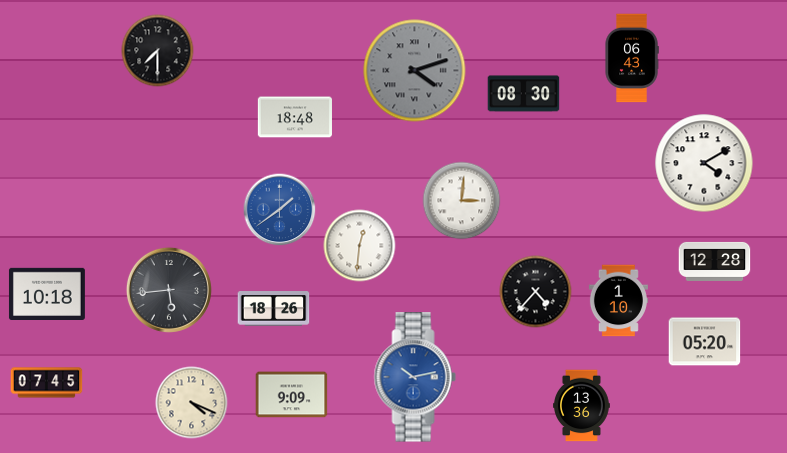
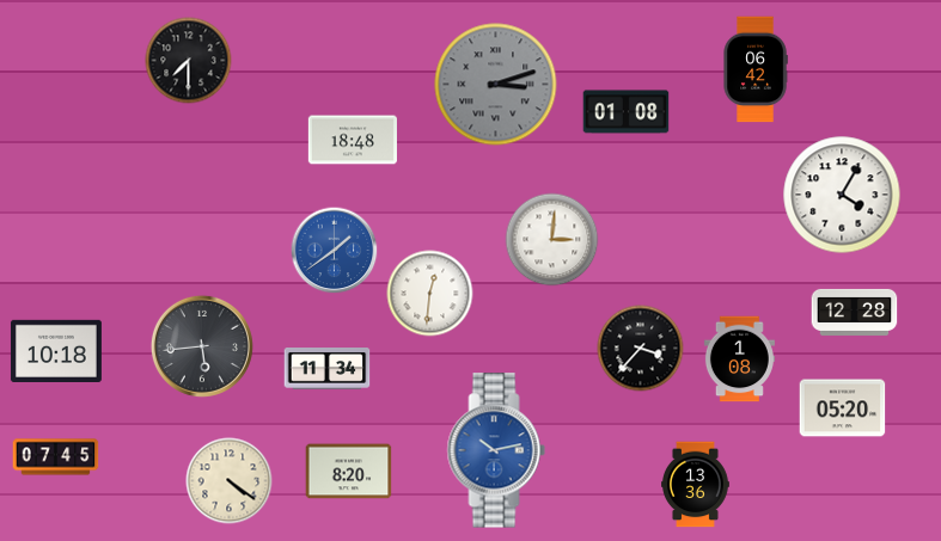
clock at (632, 58): 06:43 -> 06:42
clock at (415, 71): 4:12 -> 3:12
clock at (524, 94): 08:30 -> 01:08
clock at (704, 163): 4:10 -> 4:05
clock at (536, 292): 4:37 -> 3:37
clock at (618, 301): 1:10 -> 1:08
clock at (274, 309): 18:26 -> 11:34
clock at (292, 395): 9:09 -> 8:20
clock at (192, 403): 4:19 -> 4:21
